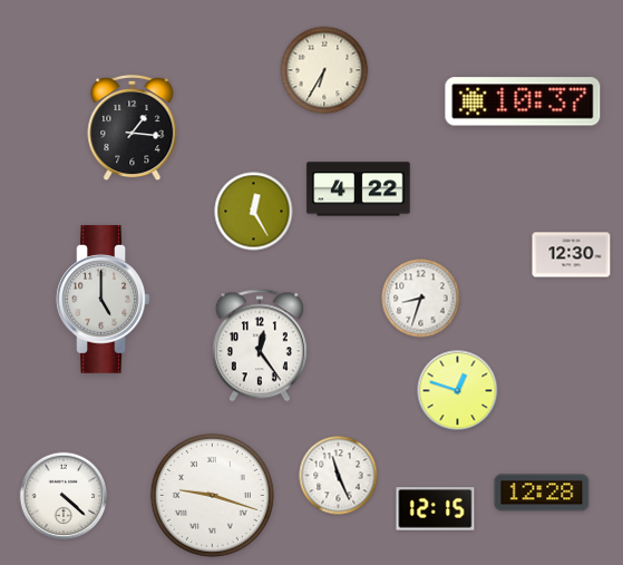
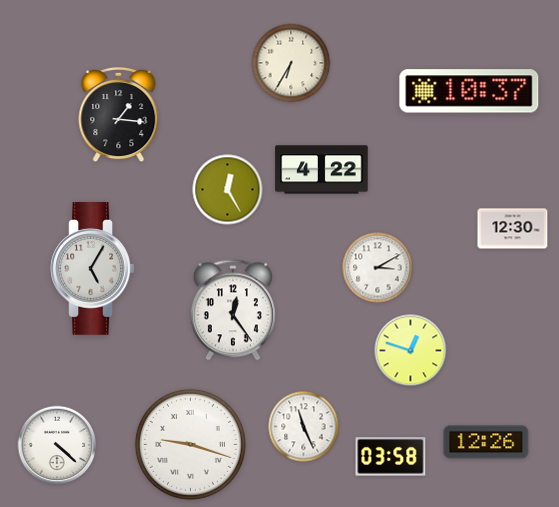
clock at (104, 299): 5:00 -> 5:05
clock at (421, 299): 8:33 -> 3:10
clock at (542, 493): 12:28 -> 12:26
clock at (436, 509): 12:15 -> 03:58
